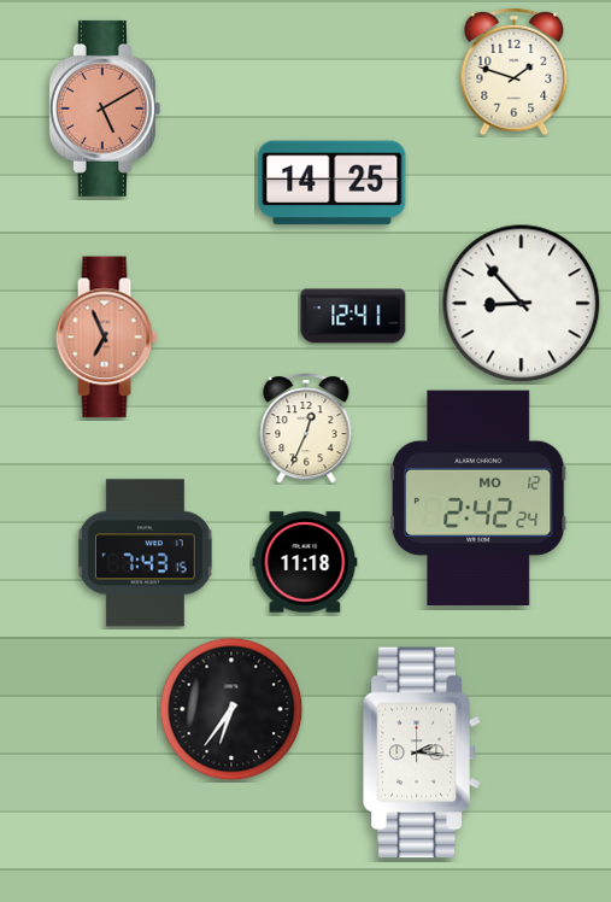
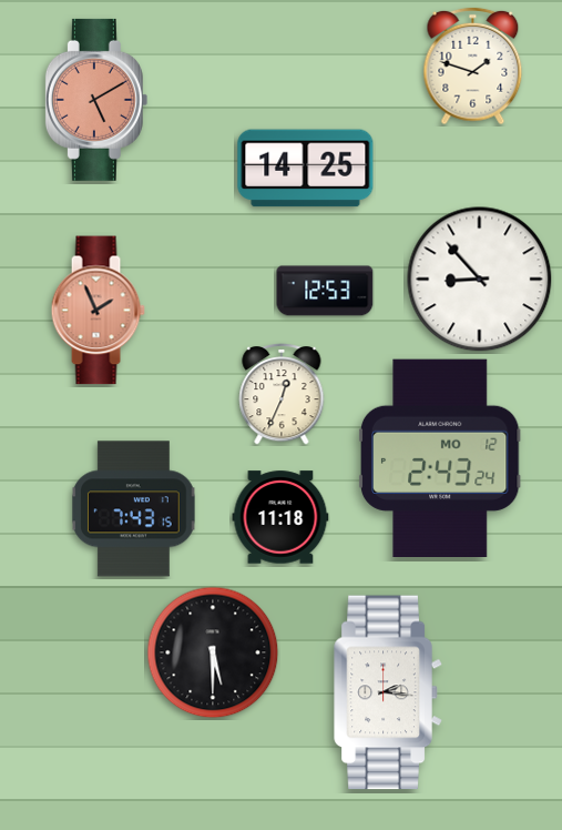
clock at (353, 316): 12:41 -> 12:53
clock at (106, 338): 6:56 -> 1:56
clock at (478, 497): 2:42 -> 2:43
clock at (231, 709): 6:36 -> 5:30
